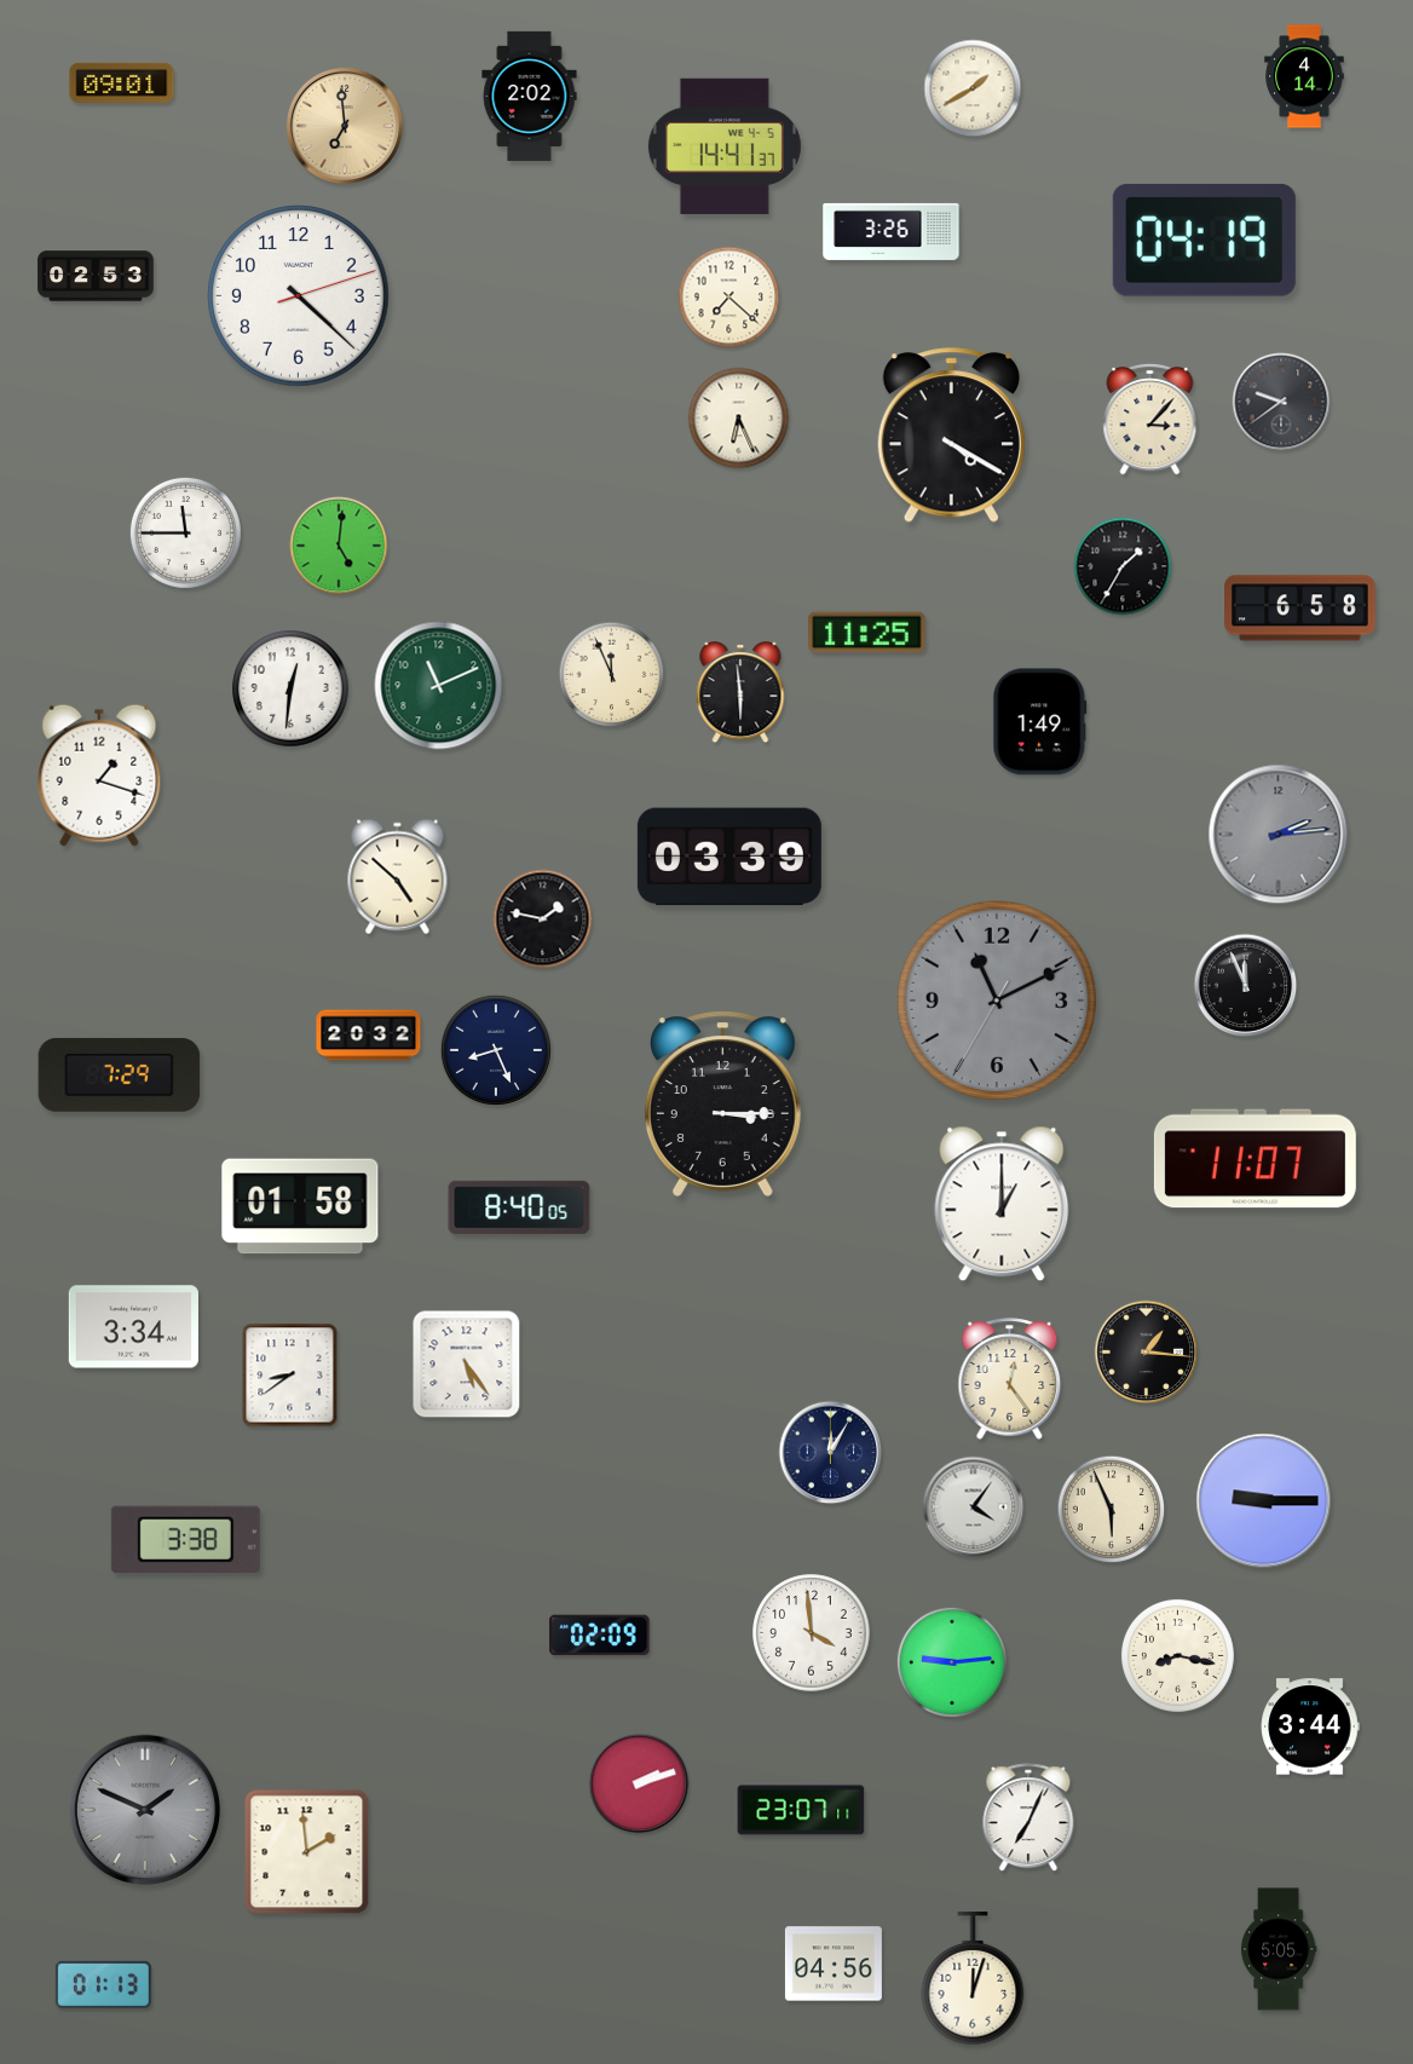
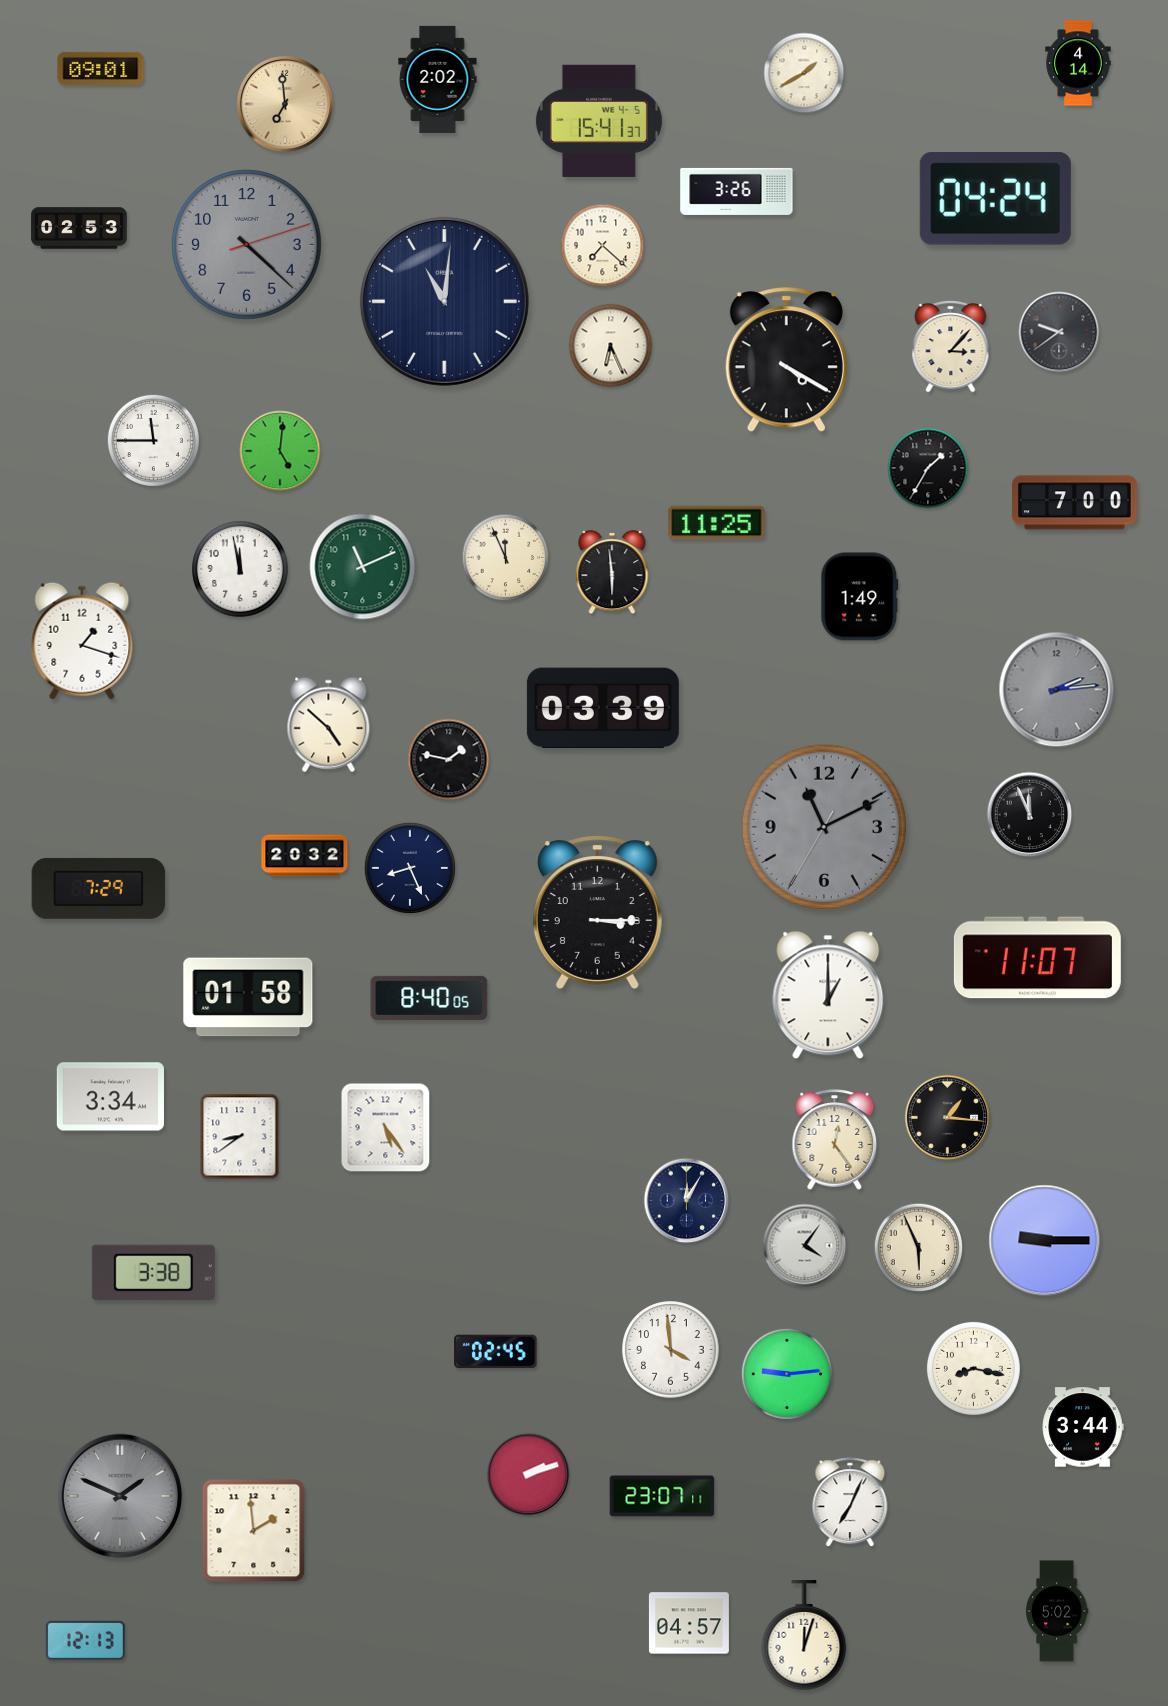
clock at (725, 146): 14:41 -> 15:41
clock at (1204, 240): 04:19 -> 04:24
clock at (299, 296) dial: white -> grey
clock at (444, 301): none -> 11:01
clock at (1300, 609): 6:58 -> 7:00
clock at (290, 688): 12:31 -> 11:58
clock at (600, 1636): 02:09 -> 02:45
clock at (1279, 1949): 5:05 -> 5:02
clock at (834, 1964): 04:56 -> 04:57
clock at (103, 1984): 01:13 -> 12:13
